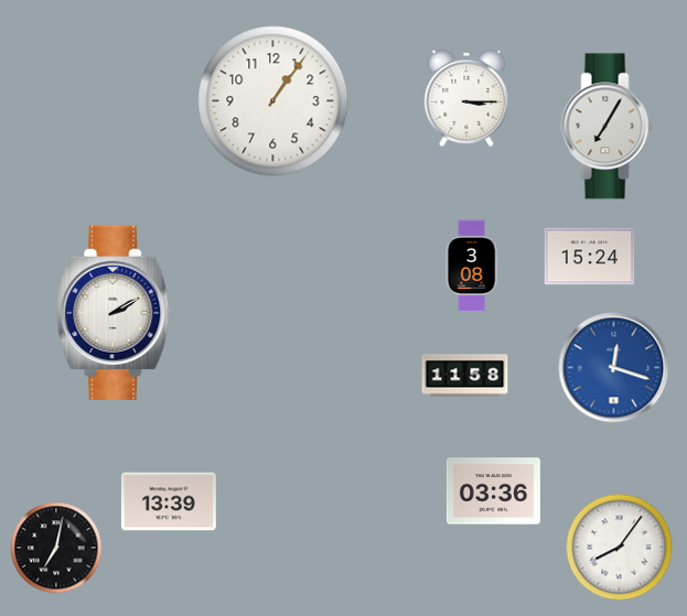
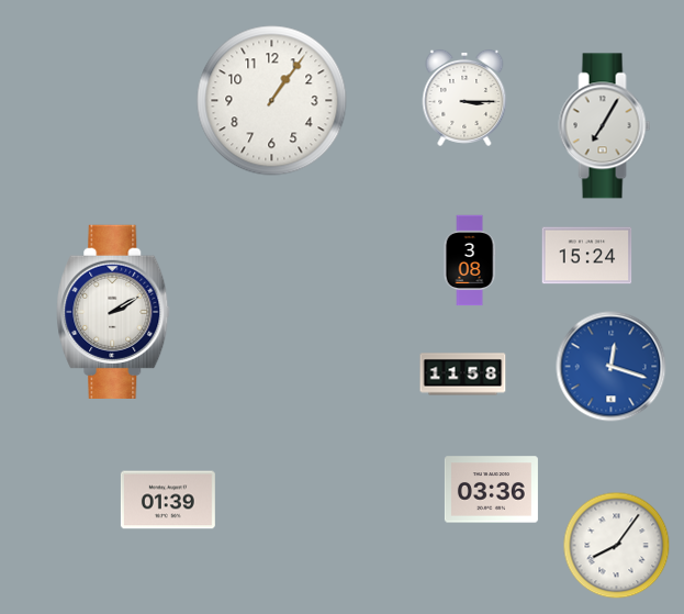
clock at (472, 266) position: (472, 266) -> (470, 260)
clock at (169, 501): 13:39 -> 01:39
clock at (56, 548): 7:02 -> none
